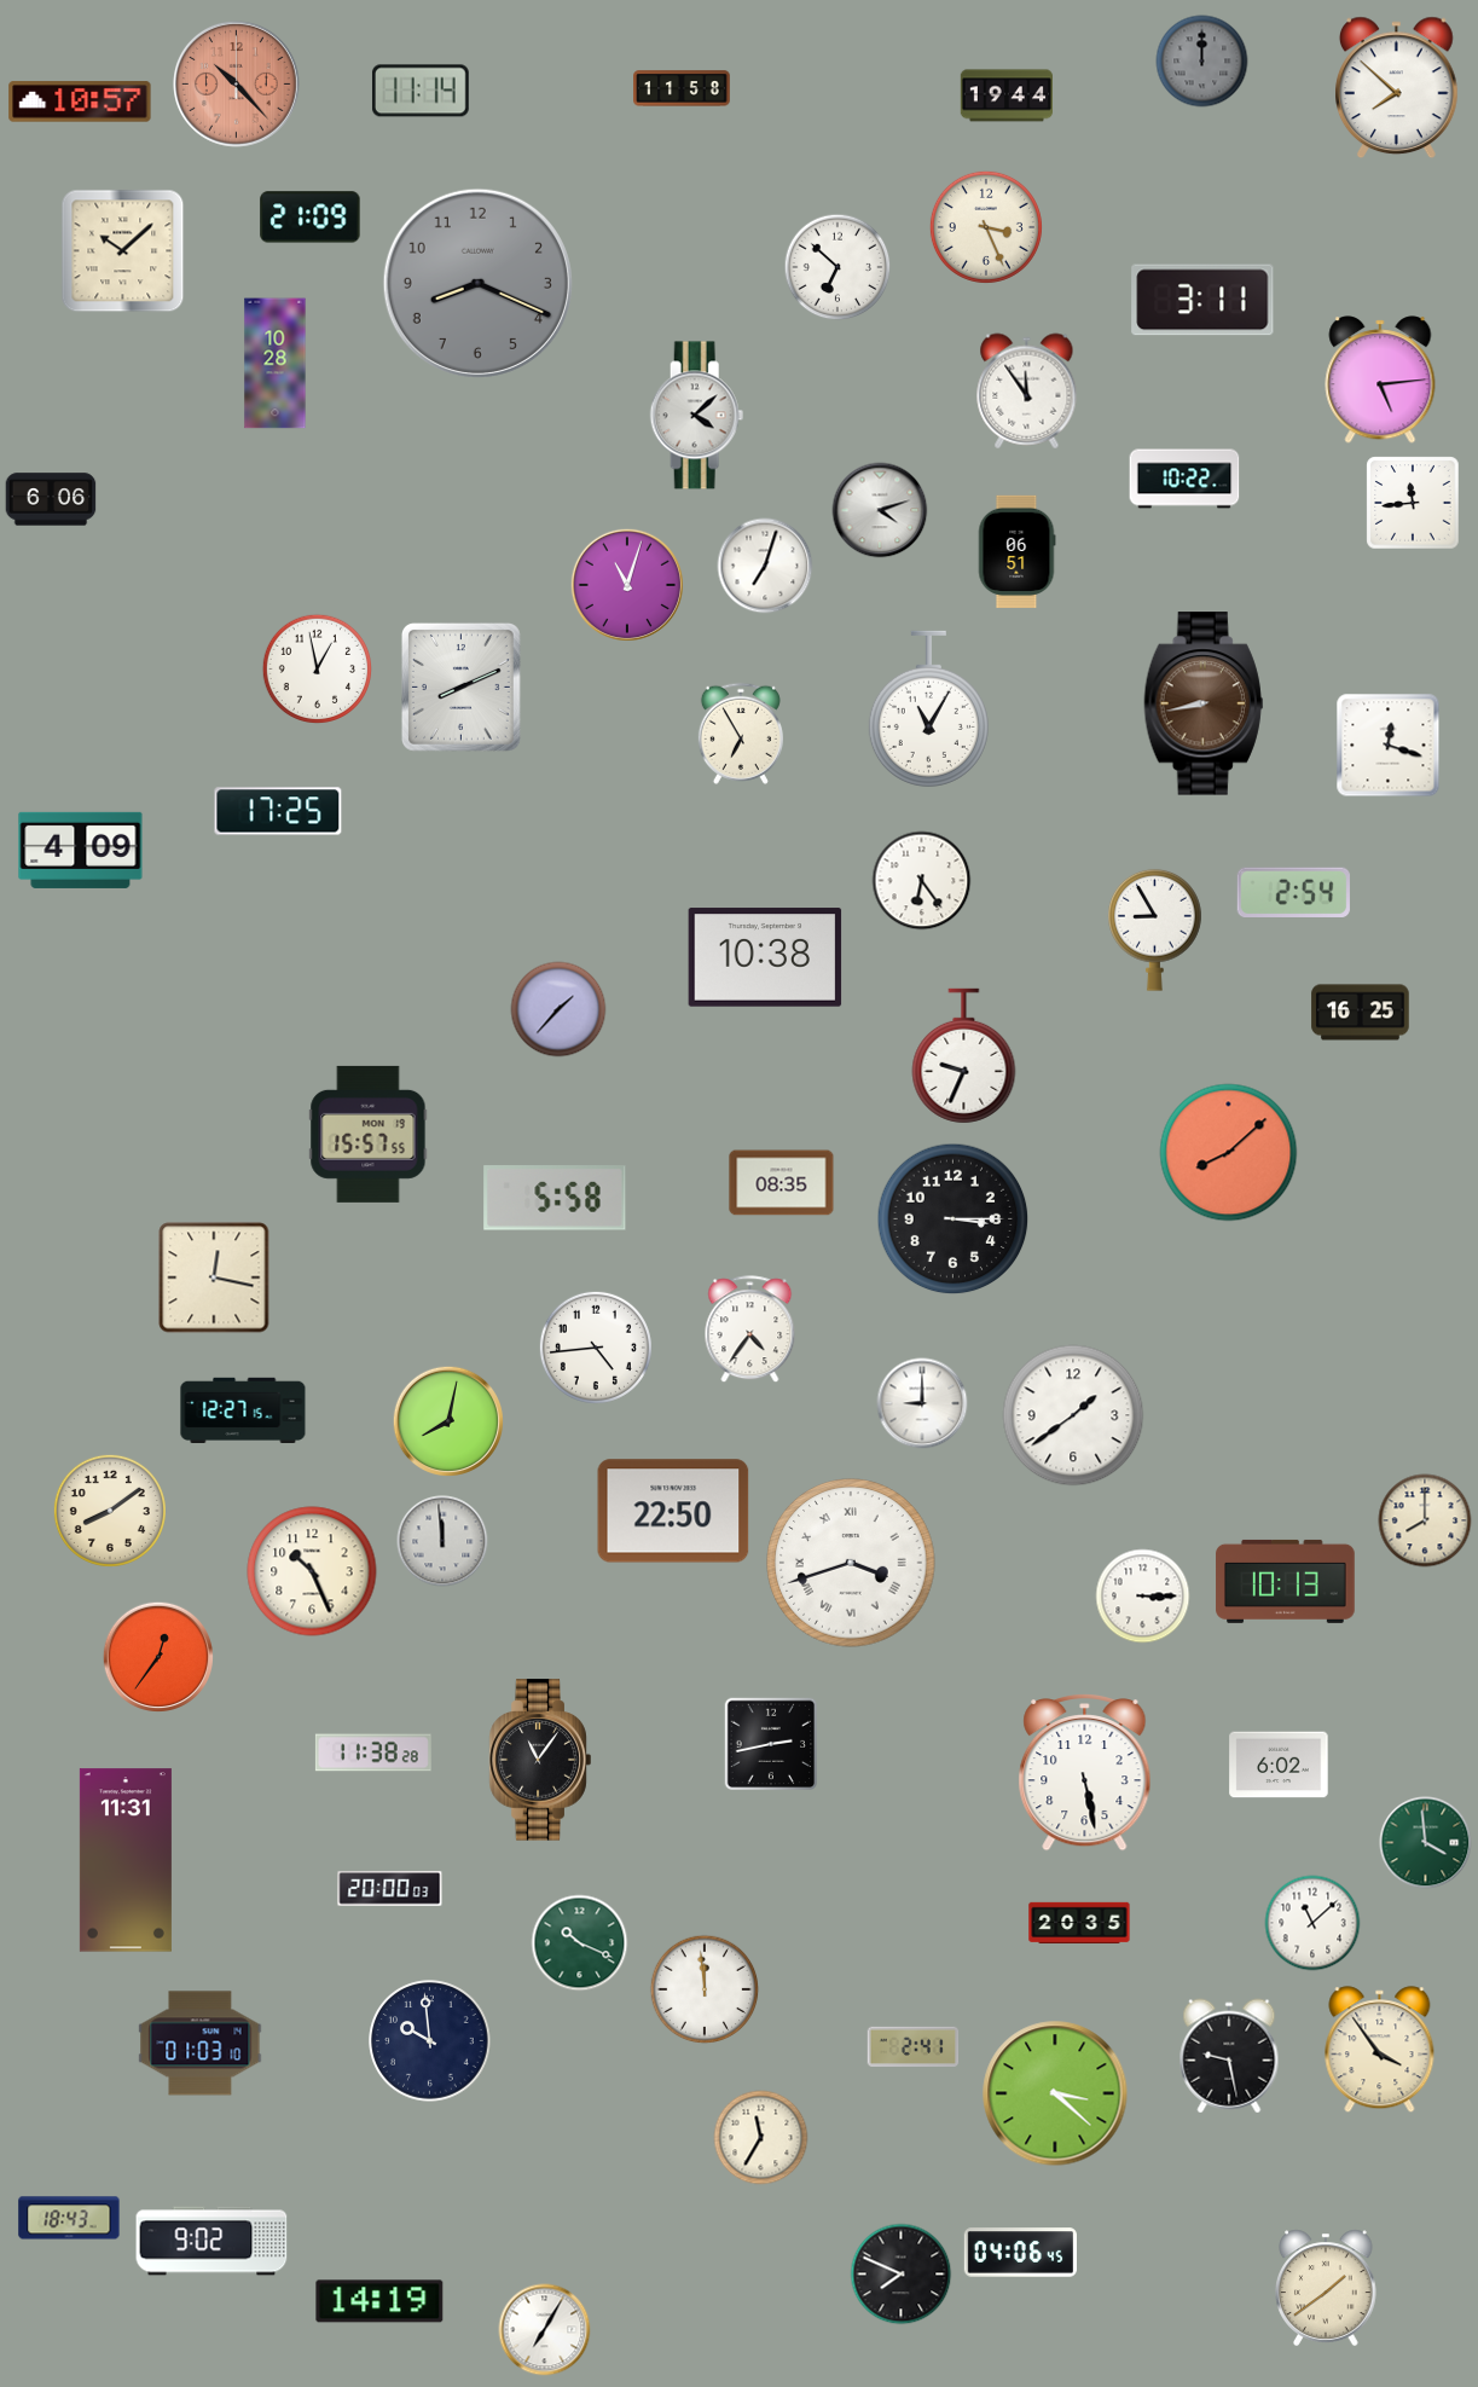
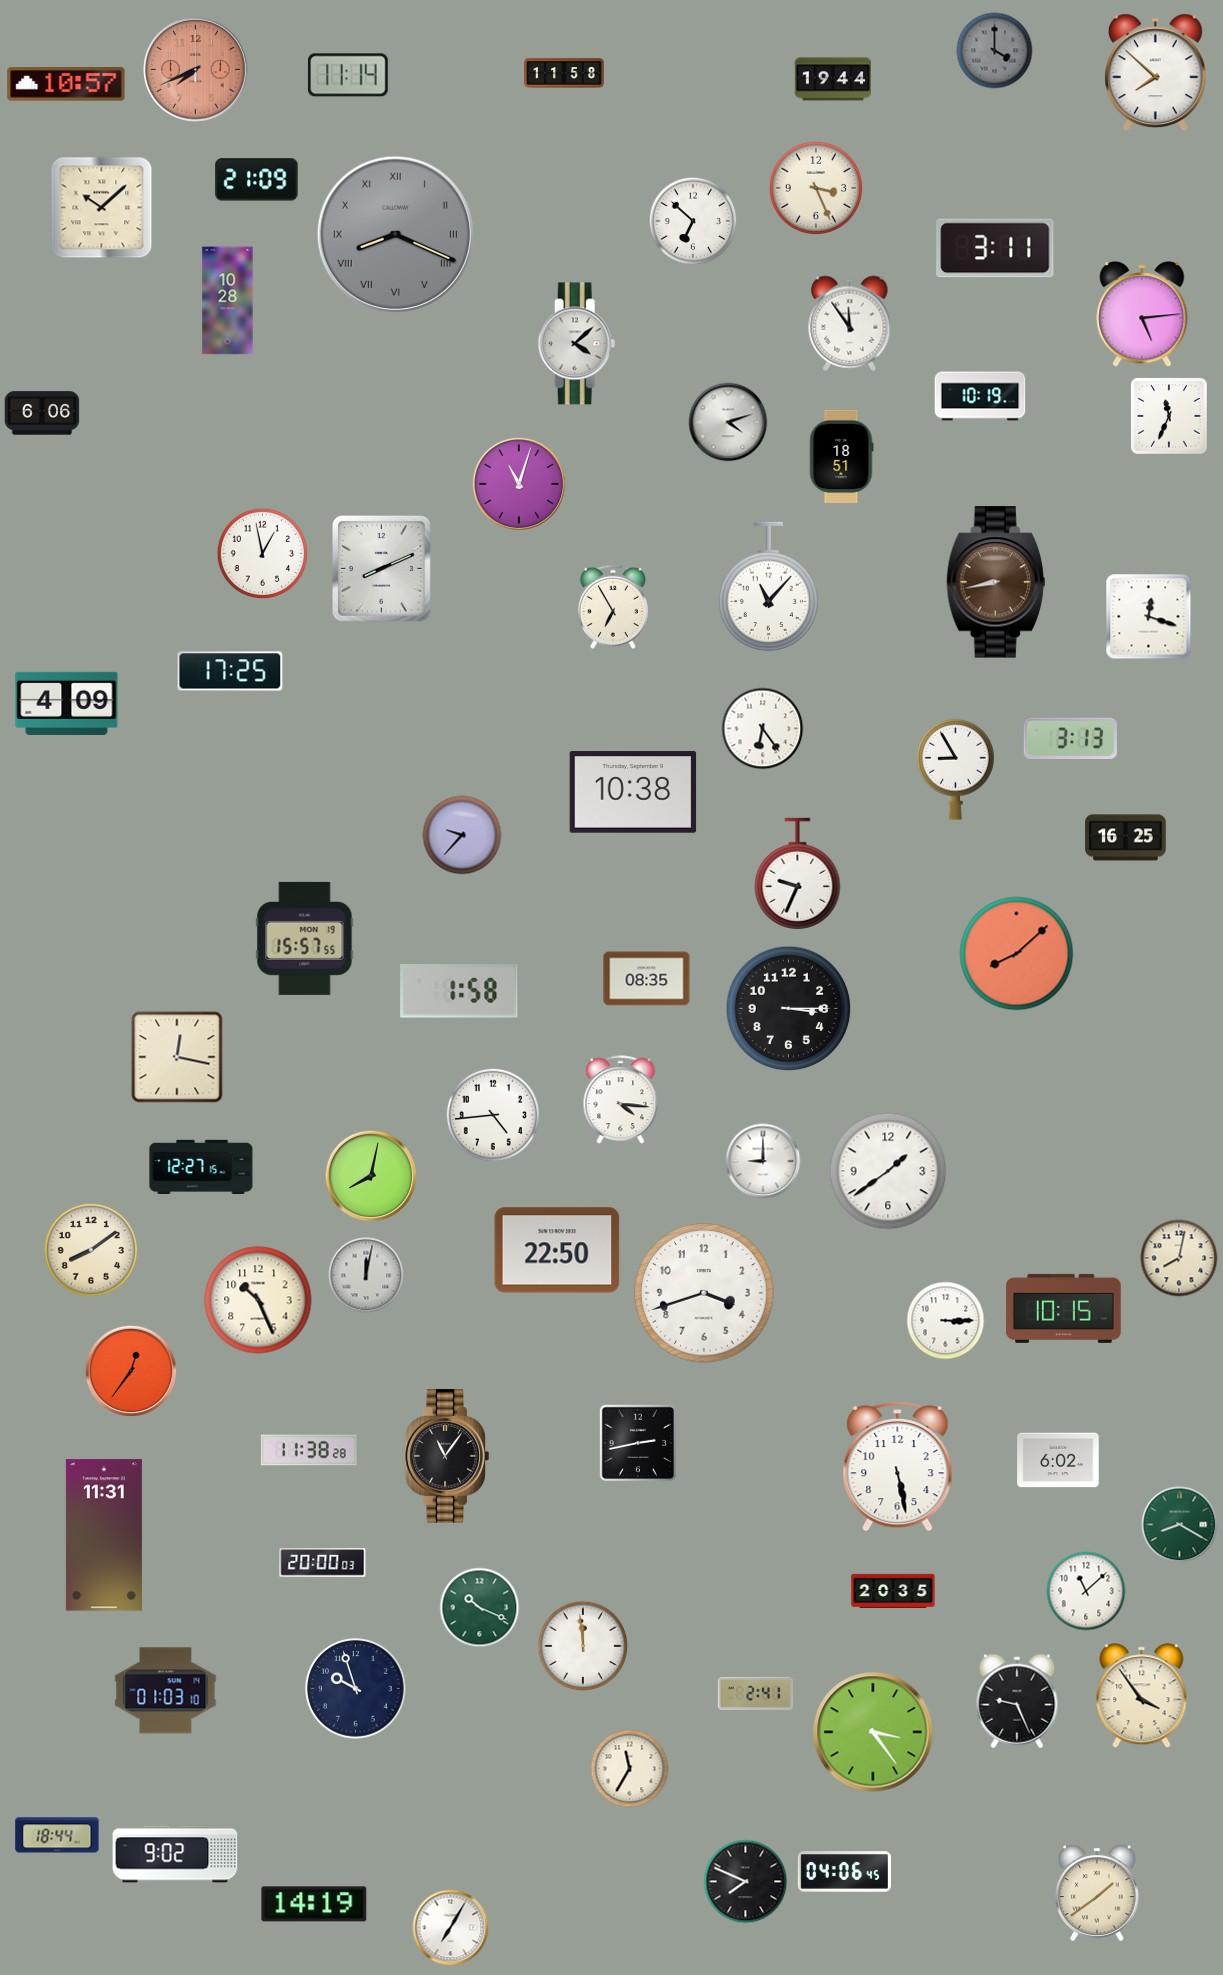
clock at (1202, 62): 12:00 -> 4:00
clock at (237, 85): 10:23 -> 7:41
clock at (477, 283) numerals: Arabic -> Roman
clock at (1184, 479): 10:22 -> 10:19
clock at (1413, 503): 11:44 -> 11:34
clock at (1016, 551): 06:51 -> 18:51
clock at (765, 566): 7:03 -> none
clock at (928, 708): 11:05 -> 11:07
clock at (1293, 892): 2:54 -> 3:13
clock at (558, 1009): 1:37 -> 9:37
clock at (555, 1198): 5:58 -> 1:58
clock at (750, 1329): 4:36 -> 4:16
clock at (1425, 1520): 8:00 -> 8:02
clock at (442, 1541): 11:59 -> 12:02
clock at (851, 1563) numerals: Roman -> Arabic
clock at (1286, 1581): 10:13 -> 10:15
clock at (1426, 1843): 3:59 -> 8:20
clock at (126, 1860) position: (126, 1860) -> (104, 1535)
clock at (430, 2041): 9:59 -> 9:57
clock at (1229, 2056): 9:28 -> 9:26
clock at (1055, 2093): 3:22 -> 3:24
clock at (69, 2218): 18:43 -> 18:44
clock at (1020, 2253) position: (1020, 2253) -> (844, 1872)
